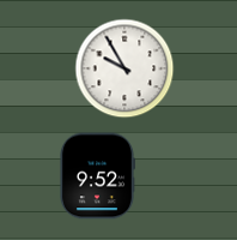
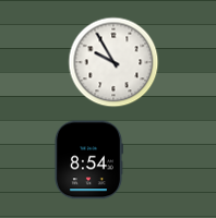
clock at (97, 176): 9:52 -> 8:54
